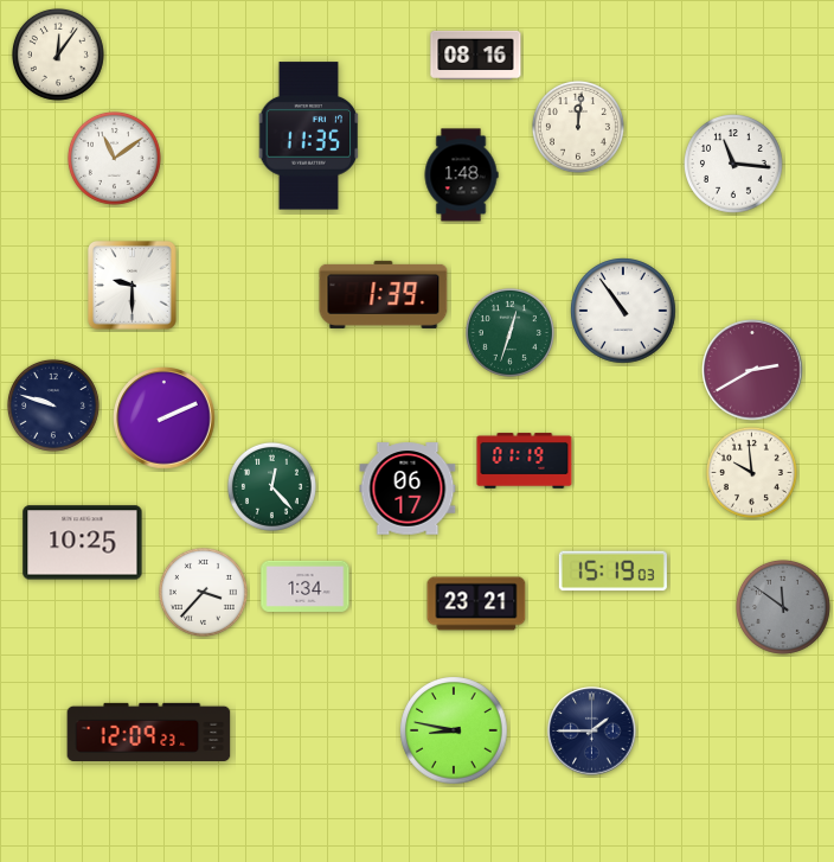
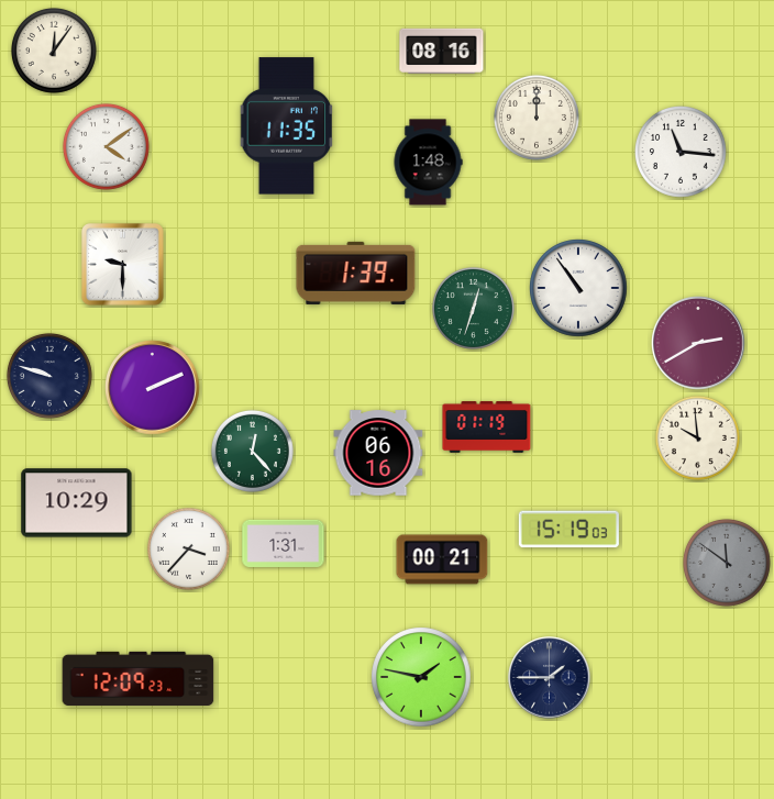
clock at (578, 127): 12:01 -> 12:00
clock at (114, 158): 11:09 -> 4:09
clock at (408, 489): 06:17 -> 06:16
clock at (83, 543): 10:25 -> 10:29
clock at (306, 586): 1:34 -> 1:31
clock at (476, 604): 23:21 -> 00:21
clock at (454, 730): 8:47 -> 1:47
